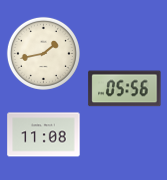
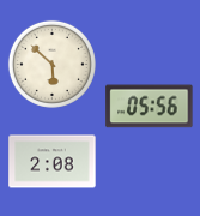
clock at (43, 53): 1:43 -> 5:52
clock at (44, 135): 11:08 -> 2:08
